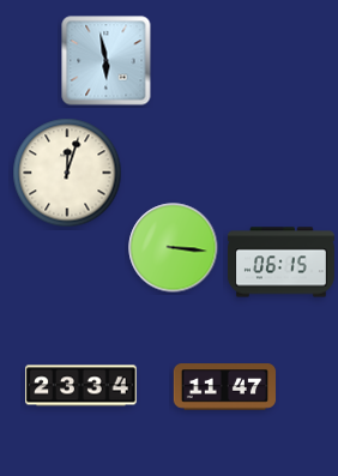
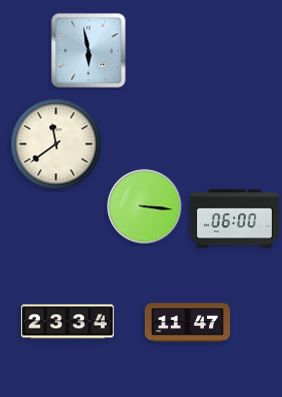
clock at (67, 173): 12:03 -> 11:39
clock at (282, 263): 06:15 -> 06:00
